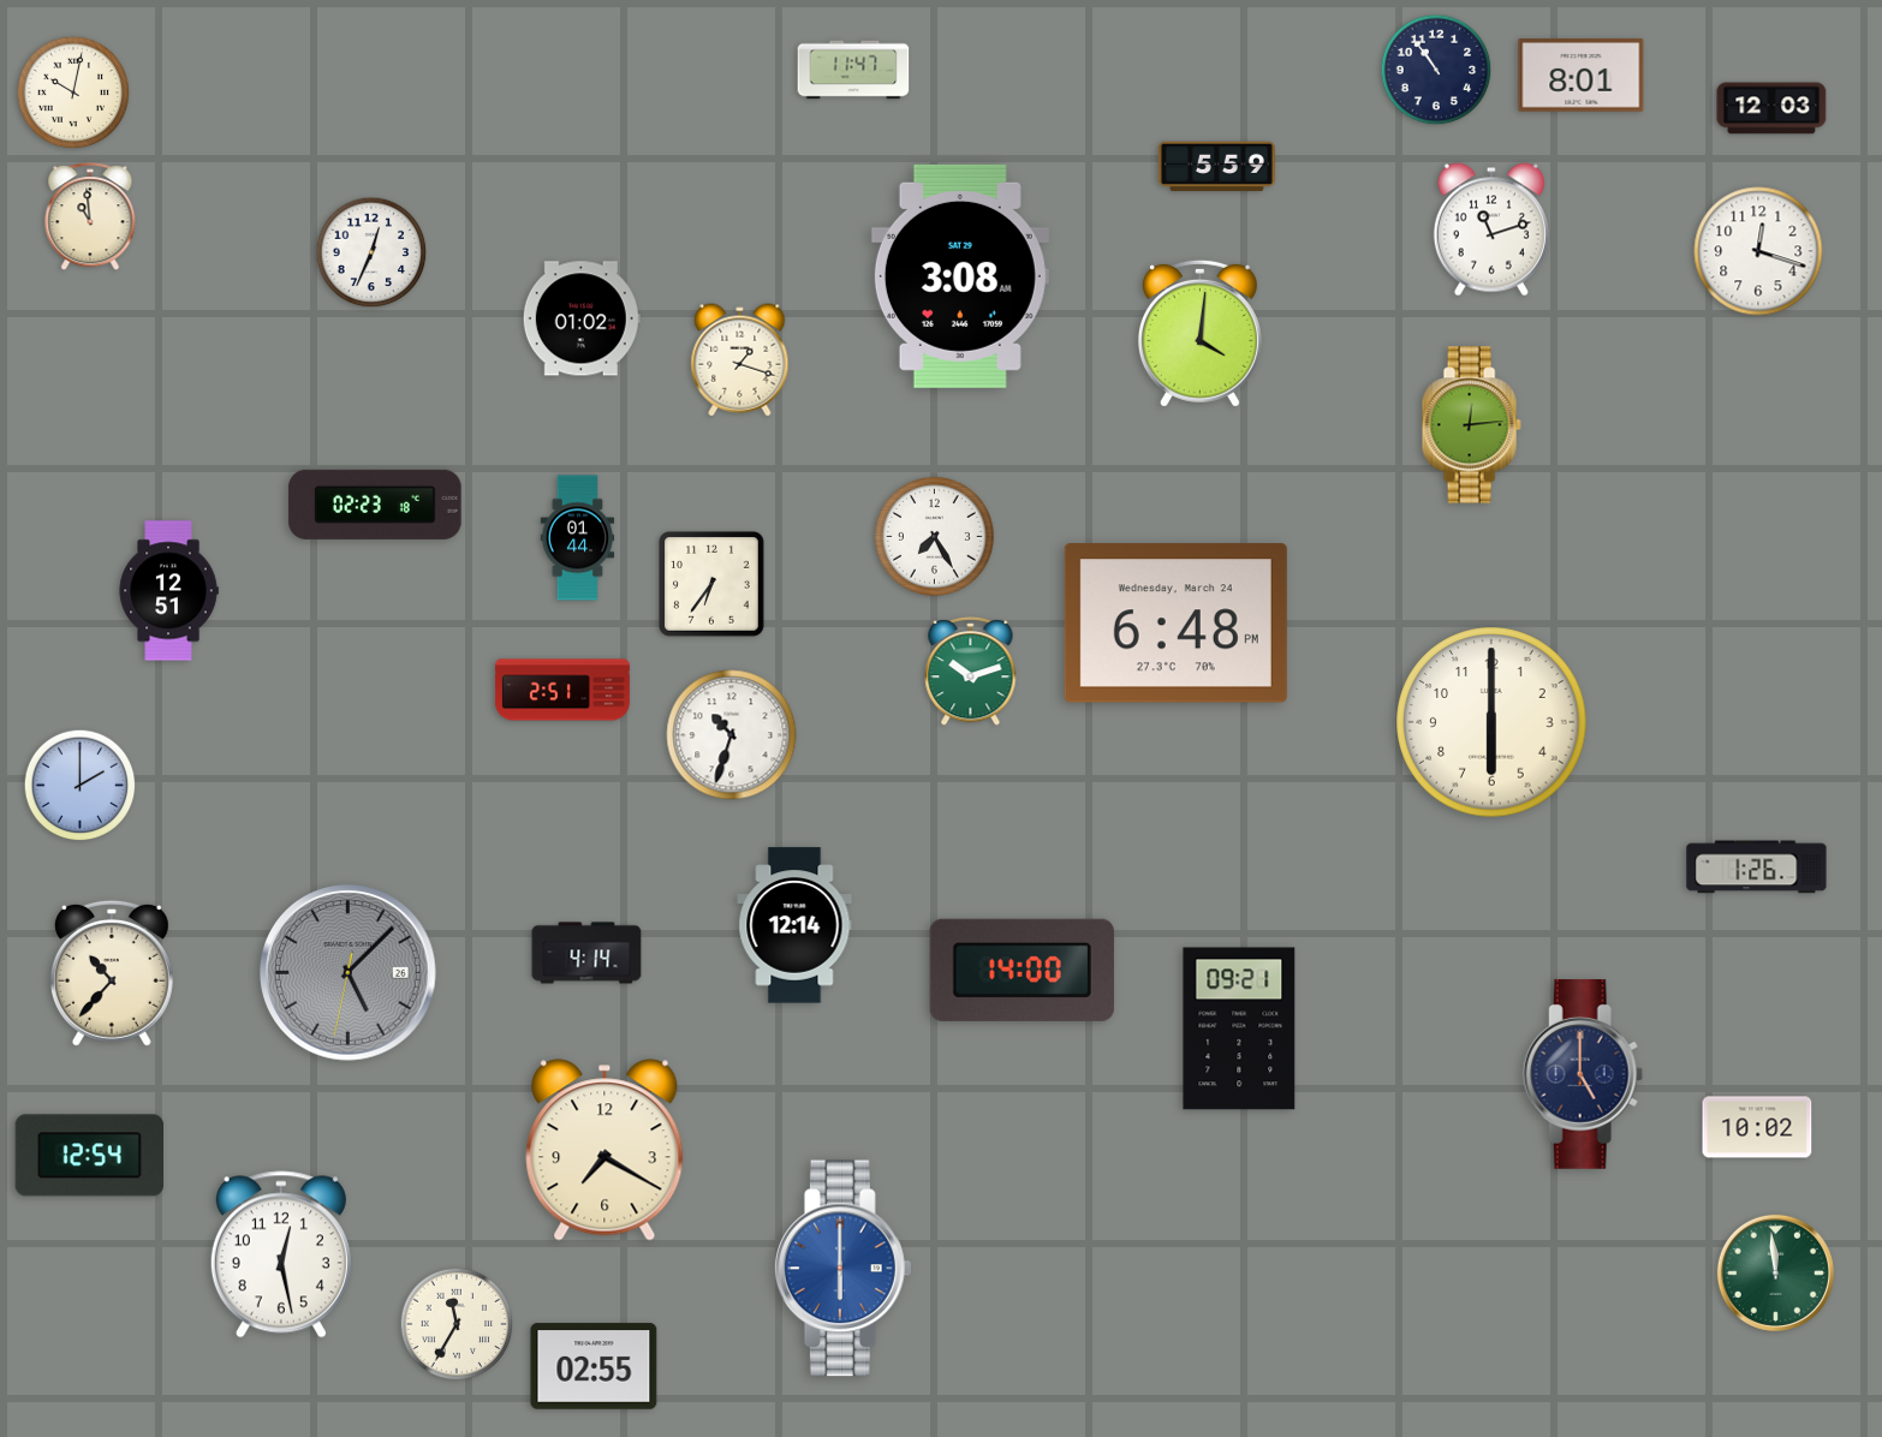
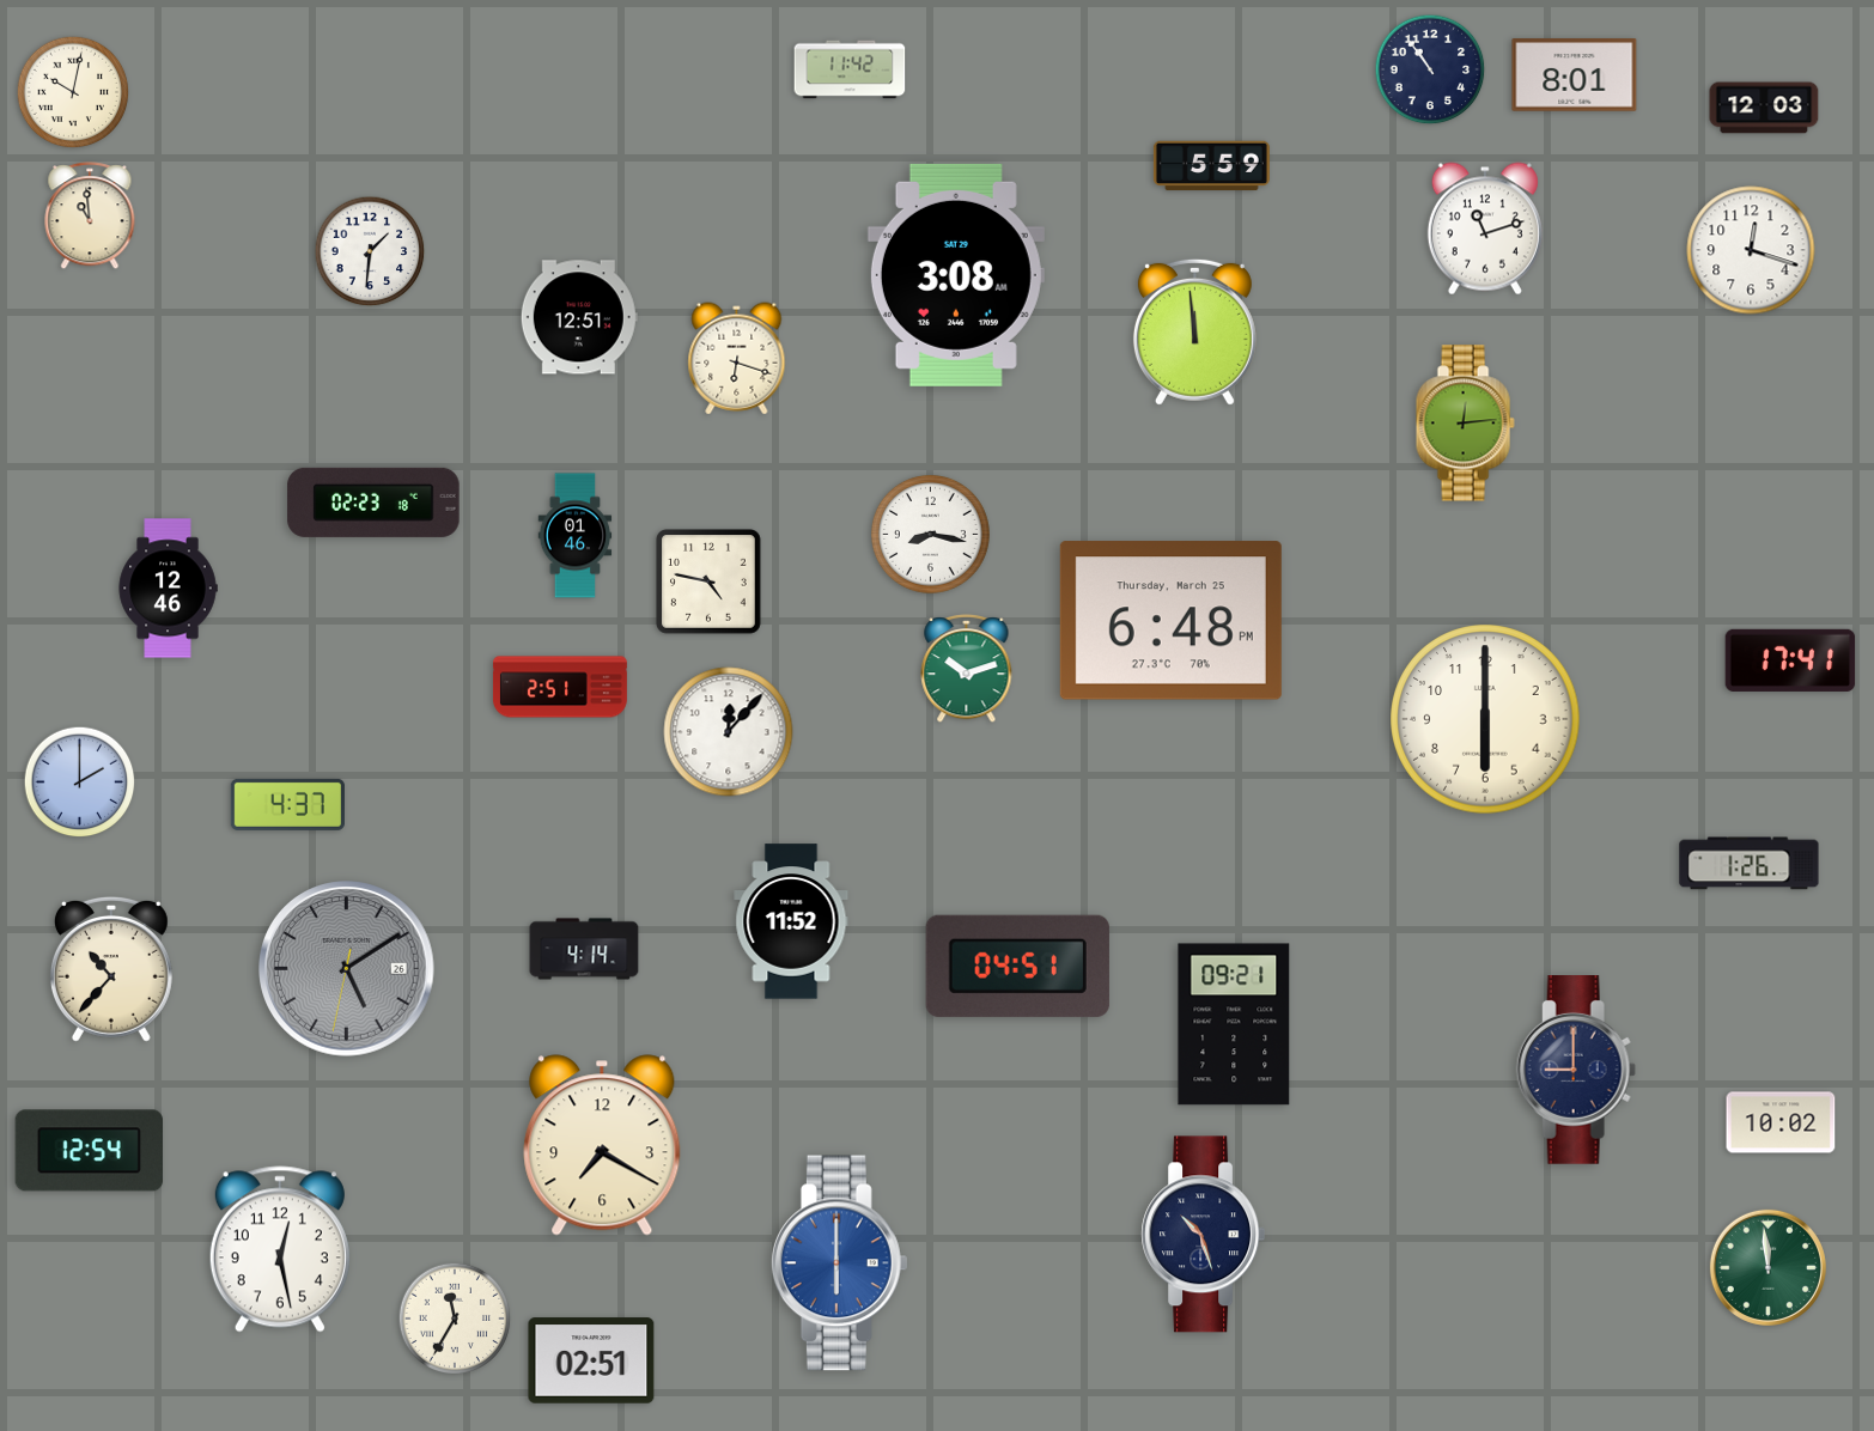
clock at (853, 70): 11:47 -> 11:42
clock at (371, 252): 12:34 -> 1:31
clock at (582, 318): 01:02 -> 12:51
clock at (1199, 333): 4:01 -> 11:59
clock at (740, 360): 1:18 -> 6:18
clock at (935, 537): 7:25 -> 8:17
clock at (578, 538): 01:44 -> 01:46
clock at (713, 585): 6:36 -> 4:47
clock at (168, 591): 12:51 -> 12:46
clock at (1175, 624) date: Wednesday, March 24 -> Thursday, March 25
clock at (1790, 660): none -> 17:41
clock at (732, 735): 10:33 -> 12:07
clock at (287, 804): none -> 4:37
clock at (794, 925): 12:14 -> 11:52
clock at (1022, 970): 14:00 -> 04:51
clock at (349, 973): 5:07 -> 5:09
clock at (1583, 1075): 5:00 -> 9:00
clock at (1757, 1127) position: (1757, 1127) -> (1781, 1122)
clock at (1204, 1235): none -> 10:27
clock at (594, 1366): 02:55 -> 02:51
